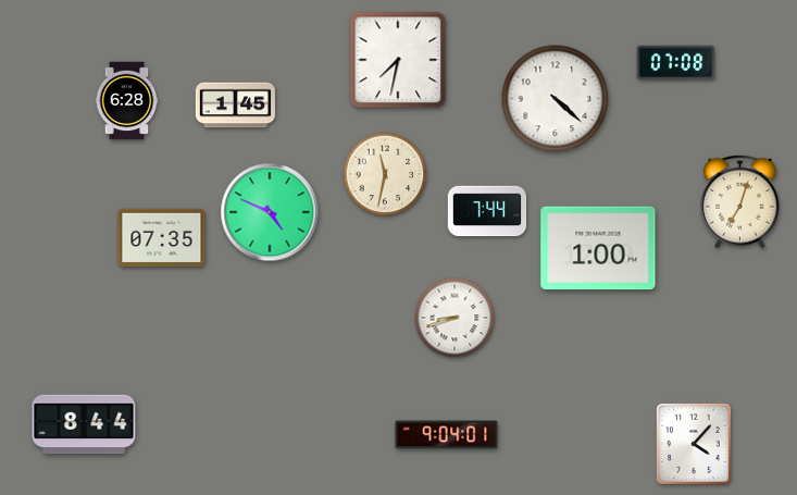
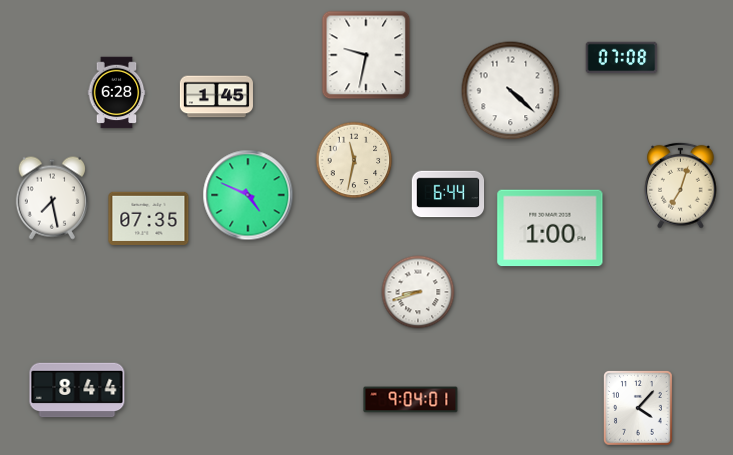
clock at (398, 60): 7:32 -> 9:32
clock at (487, 211): 7:44 -> 6:44
clock at (52, 198): none -> 7:28
